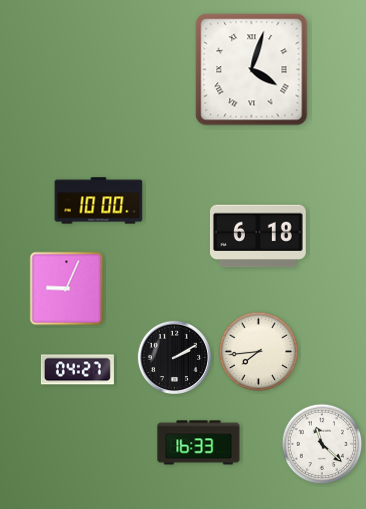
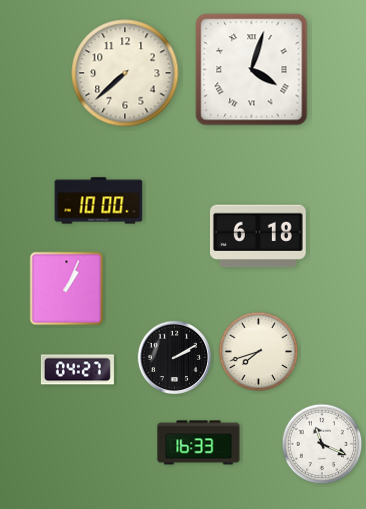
clock at (125, 73): none -> 7:38
clock at (67, 289): 9:04 -> 1:04
clock at (259, 352): 7:44 -> 7:42
clock at (322, 444): 11:22 -> 11:19
